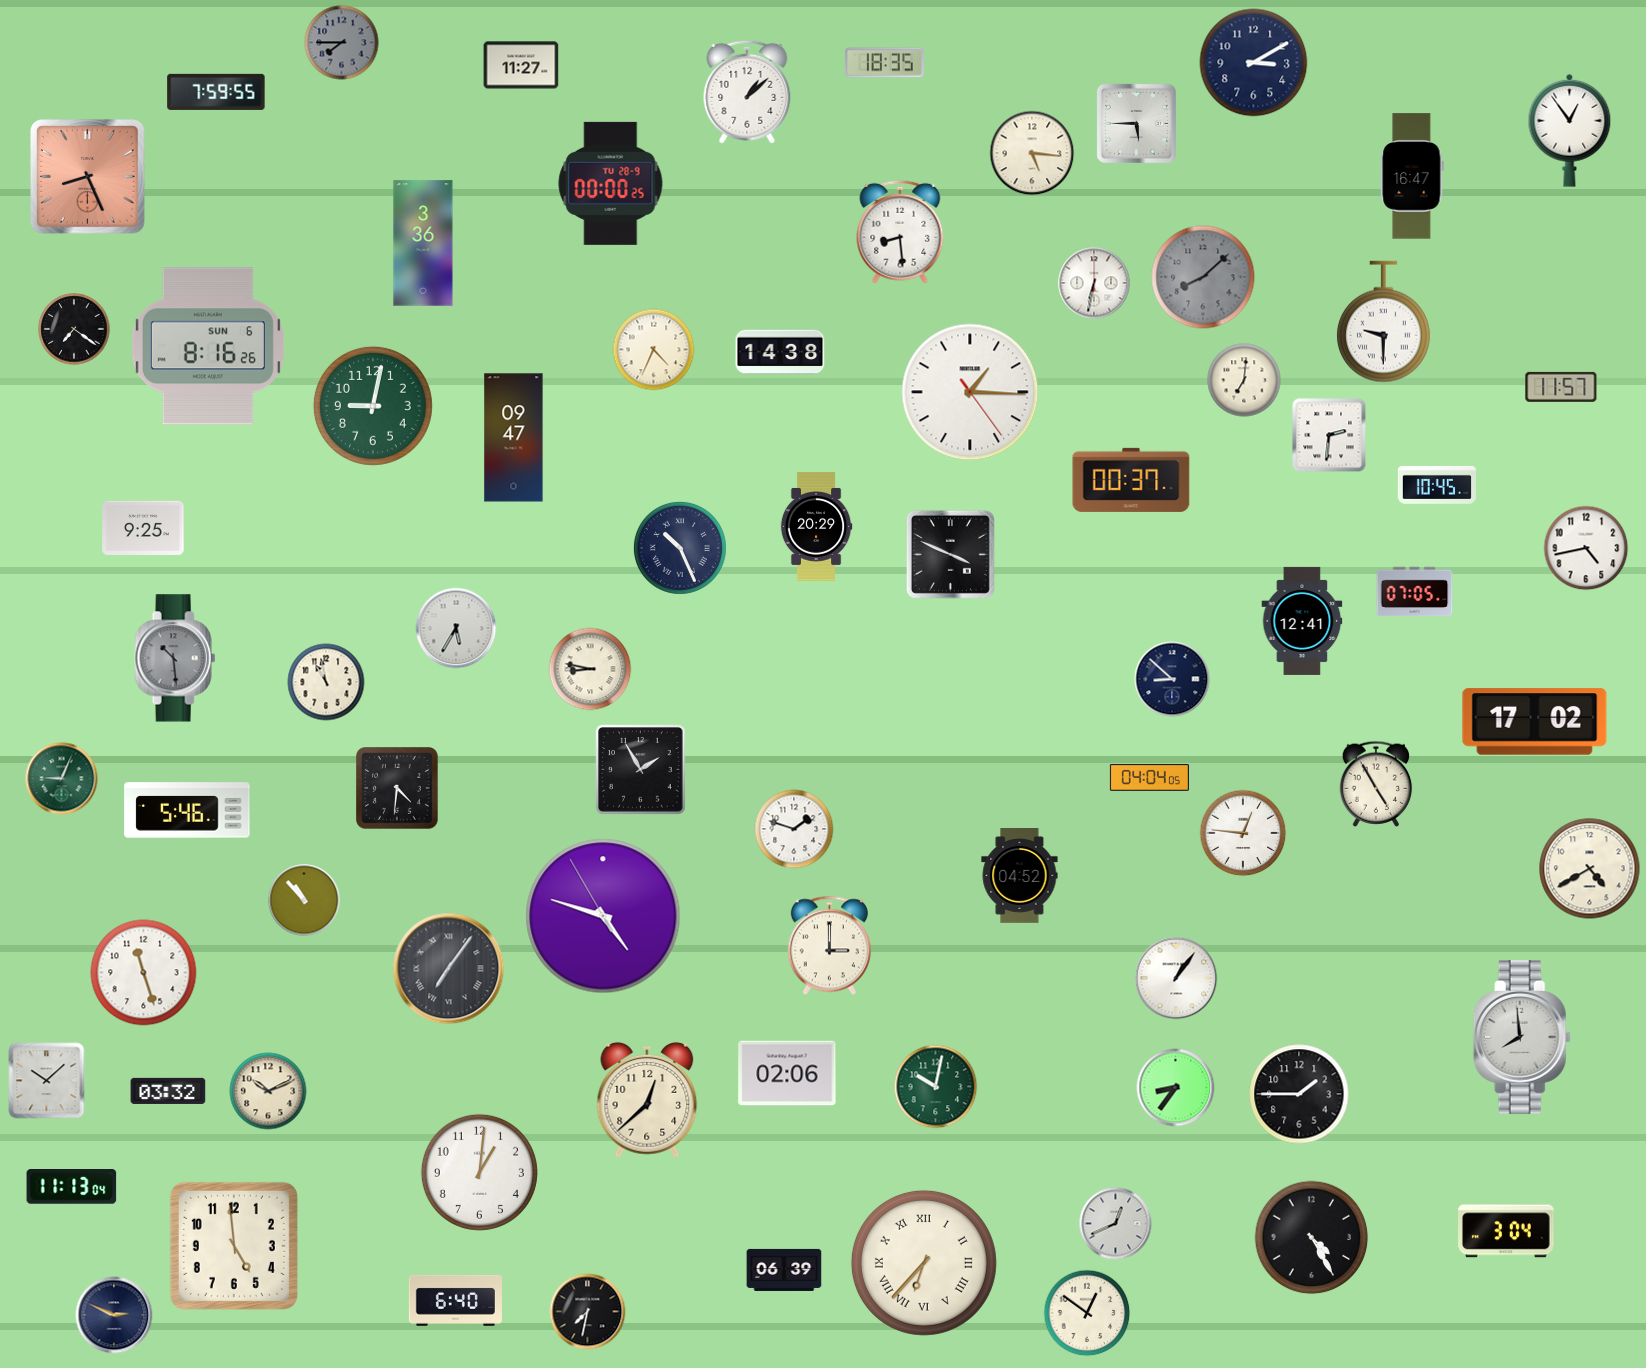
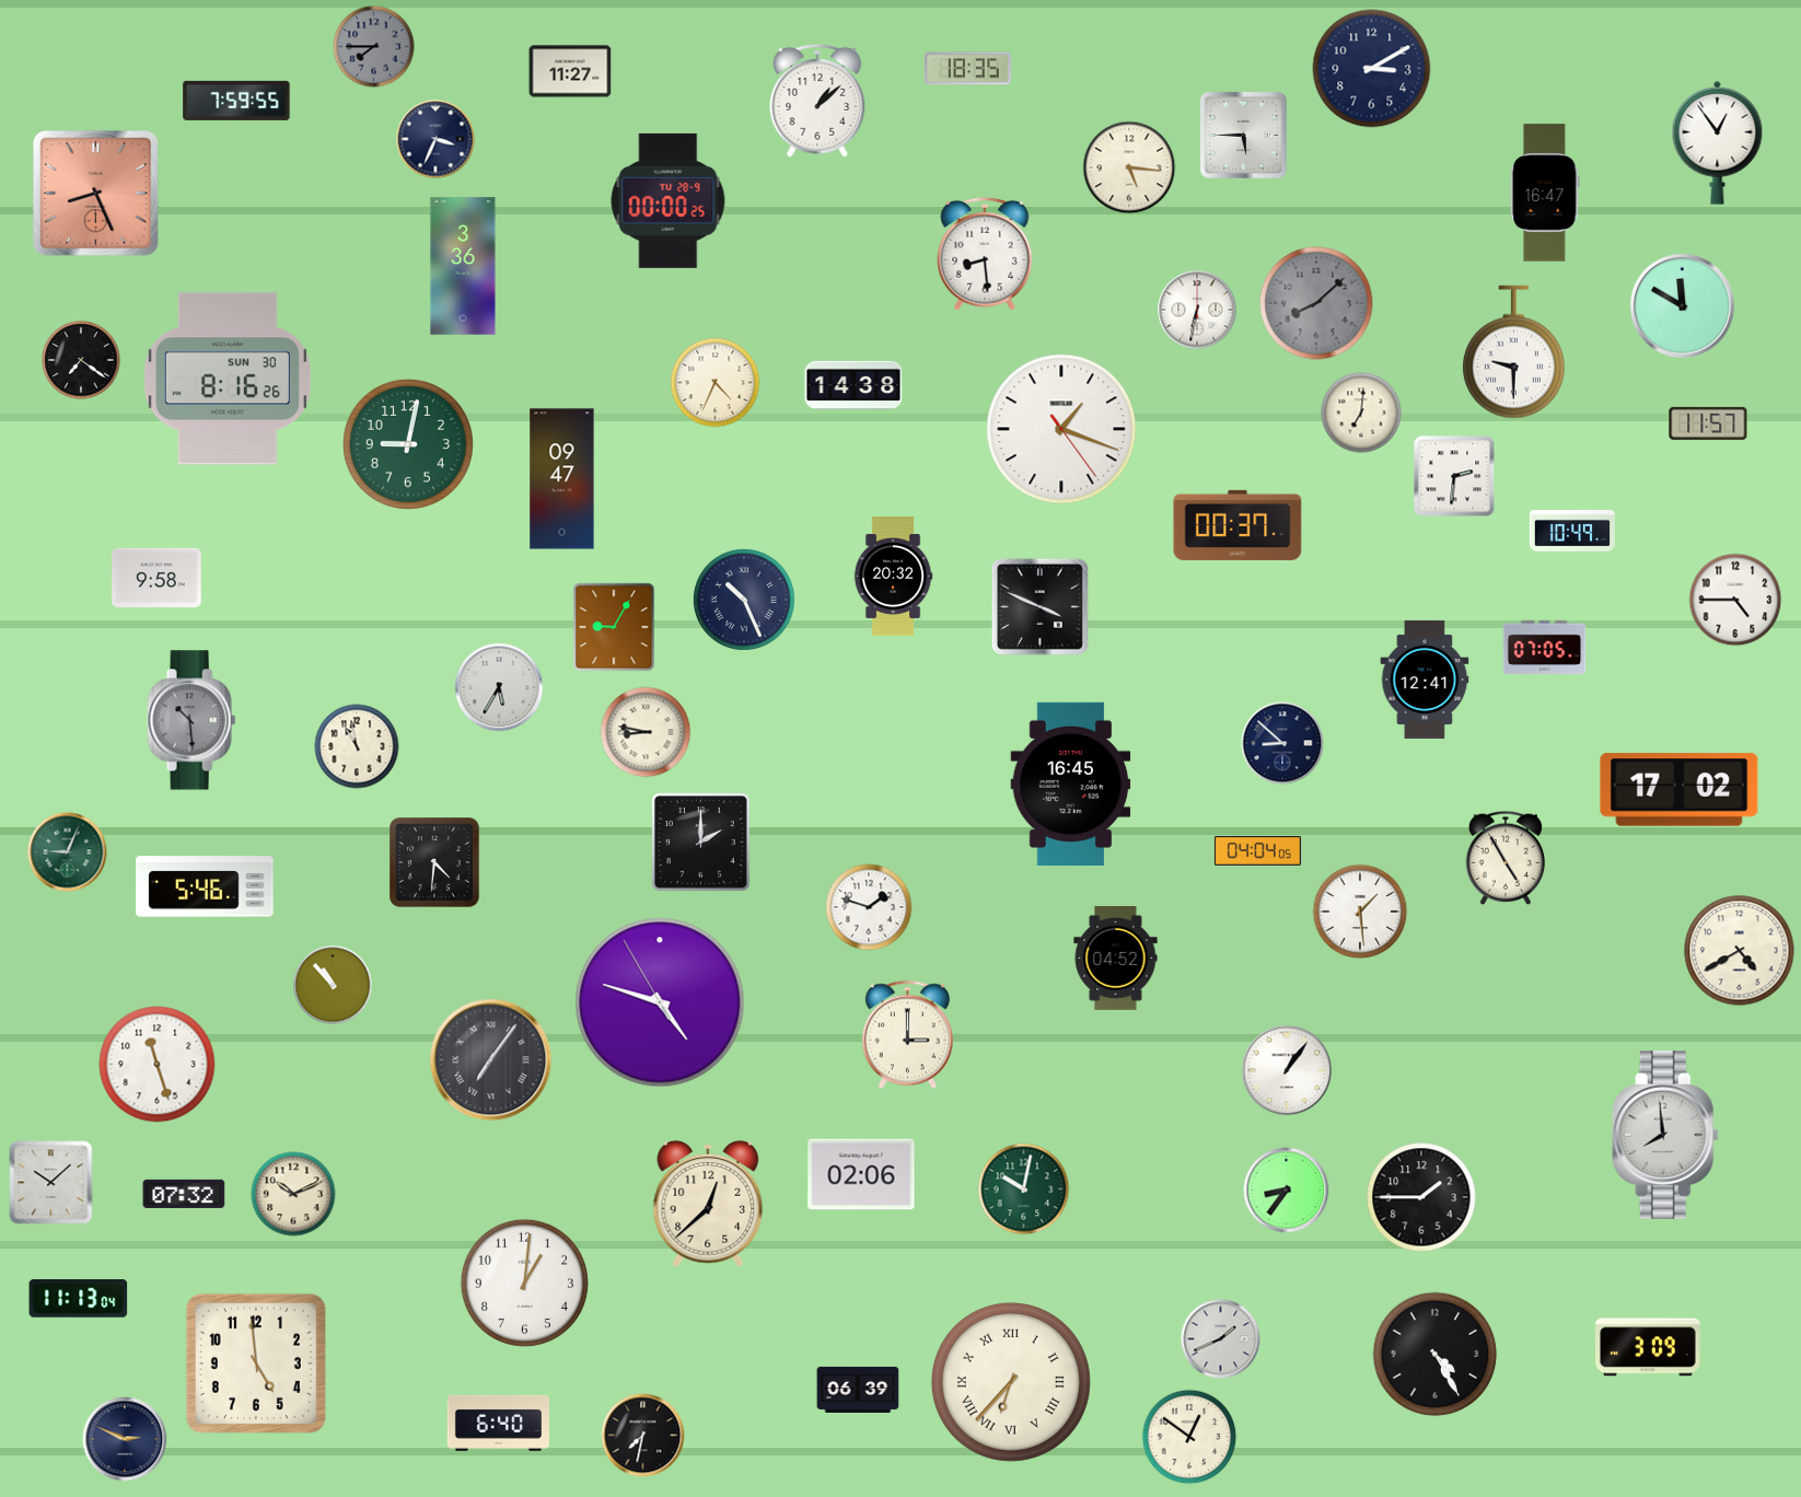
clock at (435, 139): none -> 3:34
clock at (1682, 305): none -> 11:50
clock at (208, 346) date: SUN 6 -> SUN 30
clock at (1244, 380) position: (1244, 380) -> (1361, 413)
clock at (970, 392): 1:15 -> 1:18
clock at (1437, 486): 10:45 -> 10:49
clock at (816, 526): 20:29 -> 20:32
clock at (143, 528): 9:25 -> 9:58
clock at (1586, 548): 4:43 -> 4:45
clock at (614, 627): none -> 9:05
clock at (1415, 592) position: (1415, 592) -> (1545, 648)
clock at (1071, 784): none -> 16:45
clock at (641, 770): 1:55 -> 2:00
clock at (1243, 833): 12:46 -> 1:29
clock at (168, 1091): 03:32 -> 07:32
clock at (1116, 1224): 12:41 -> 1:41
clock at (1506, 1231): 3:04 -> 3:09
